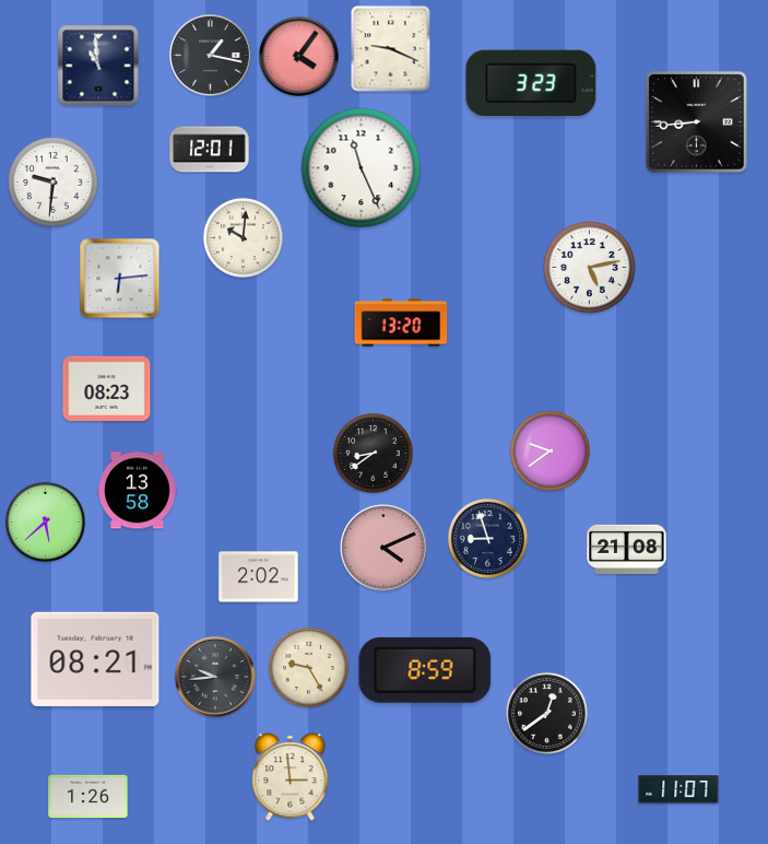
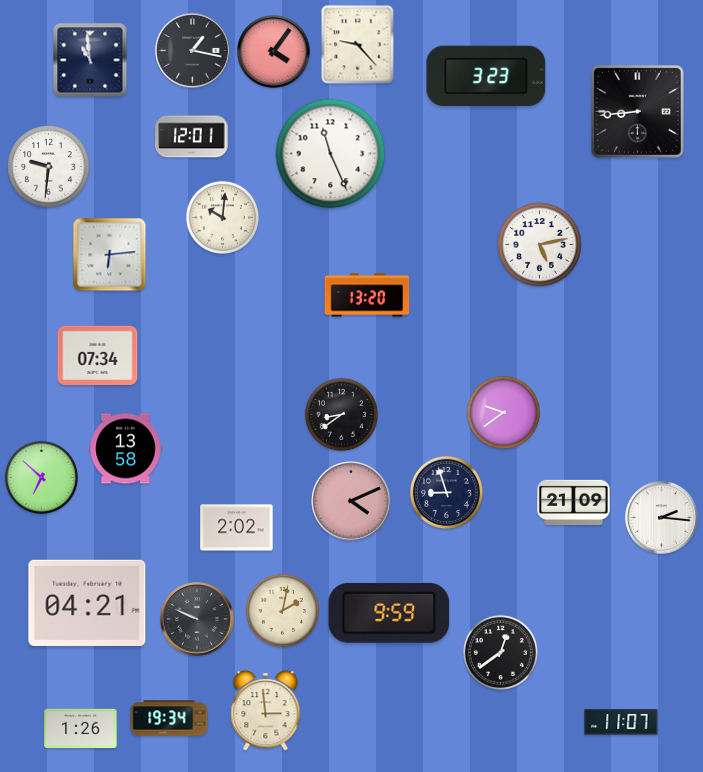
clock at (391, 49): 9:19 -> 9:23
clock at (107, 388): 08:23 -> 07:34
clock at (45, 521): 5:38 -> 6:52
clock at (627, 549): 21:08 -> 21:09
clock at (662, 518): none -> 2:16
clock at (95, 659): 08:21 -> 04:21
clock at (308, 667): 9:25 -> 2:02
clock at (425, 670): 8:59 -> 9:59
clock at (215, 677): 9:44 -> 9:49
clock at (169, 718): none -> 19:34
